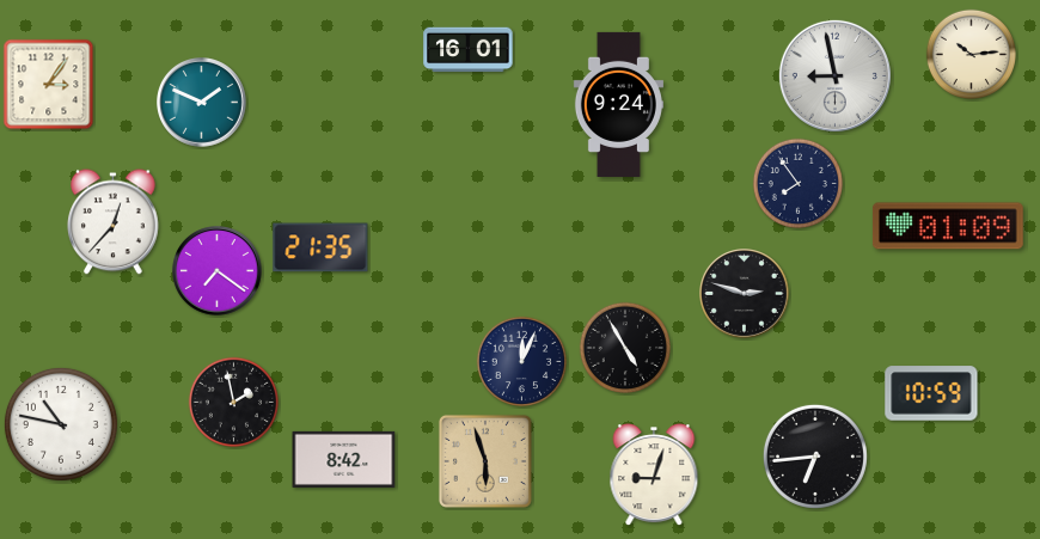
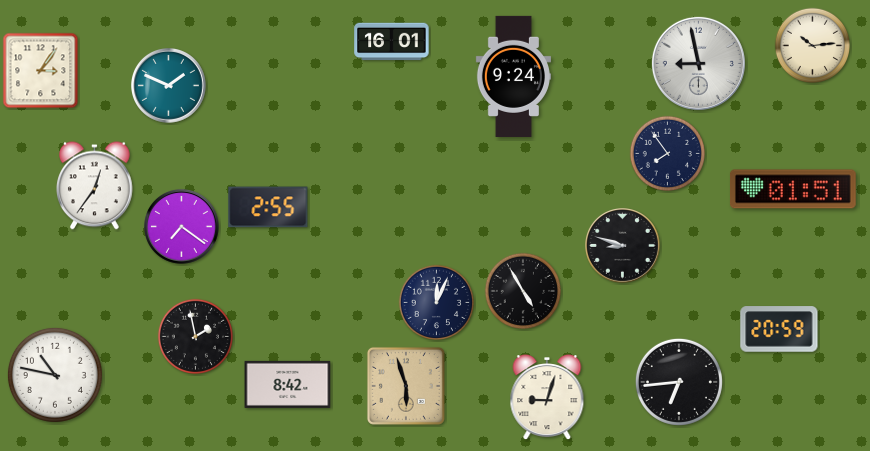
clock at (618, 104) position: (618, 104) -> (513, 76)
clock at (114, 222): 12:37 -> 12:36
clock at (948, 226): 01:09 -> 01:51
clock at (320, 247): 21:35 -> 2:55
clock at (745, 294): 2:48 -> 8:48
clock at (931, 393): 10:59 -> 20:59
clock at (61, 424) position: (61, 424) -> (55, 375)
clock at (815, 457) position: (815, 457) -> (679, 382)
